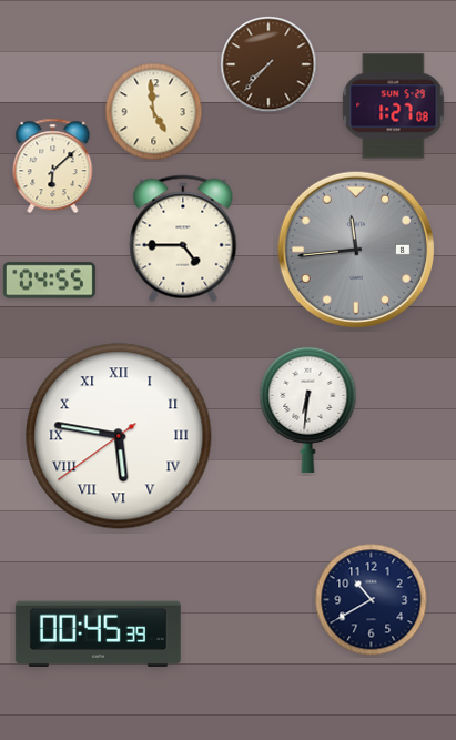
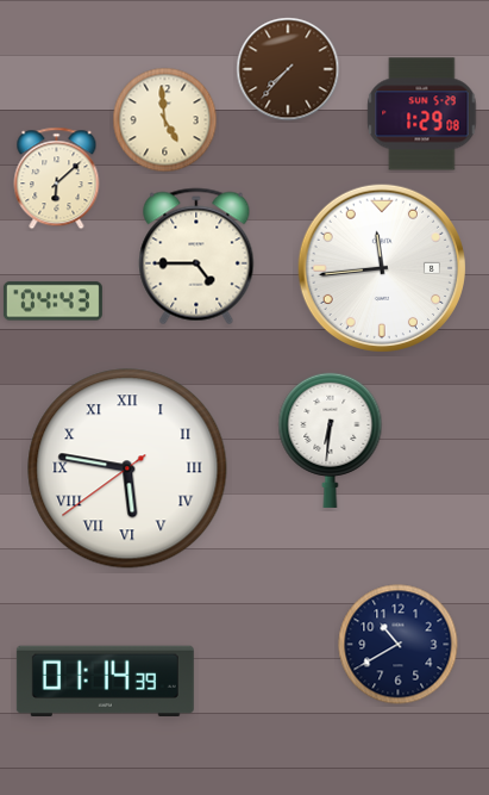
clock at (394, 107): 1:27 -> 1:29
clock at (355, 249) dial: grey -> white
clock at (49, 281): 04:55 -> 04:43
clock at (98, 633): 00:45 -> 01:14
